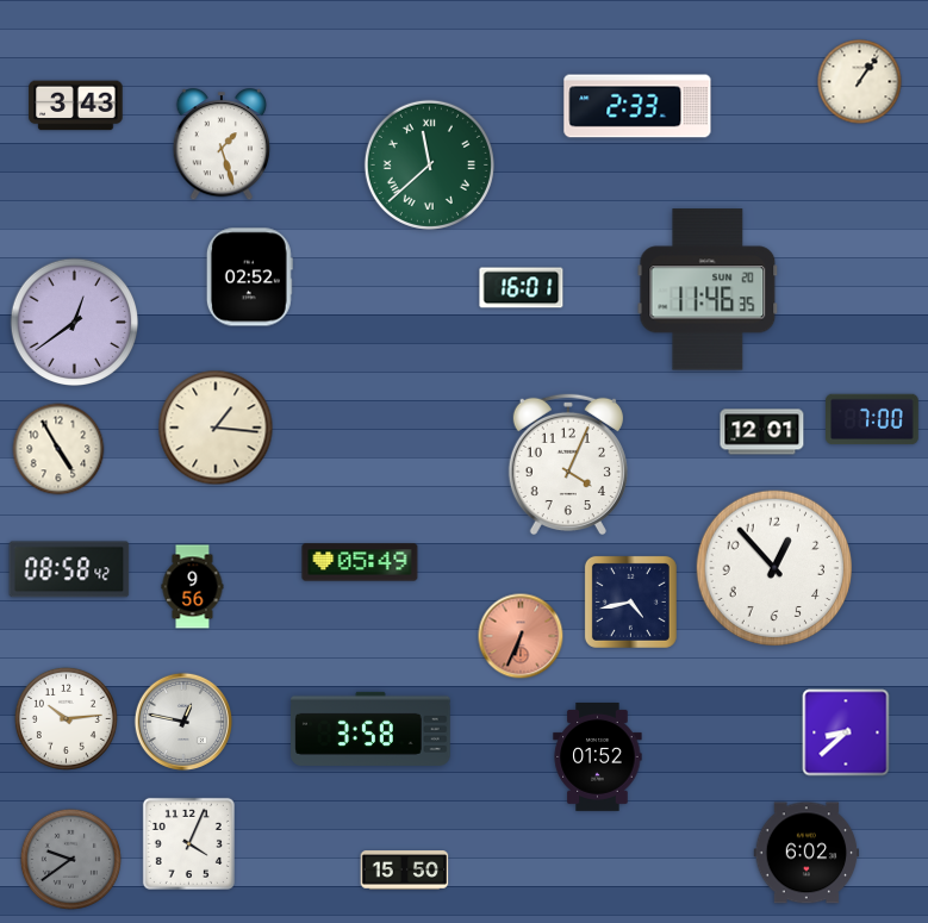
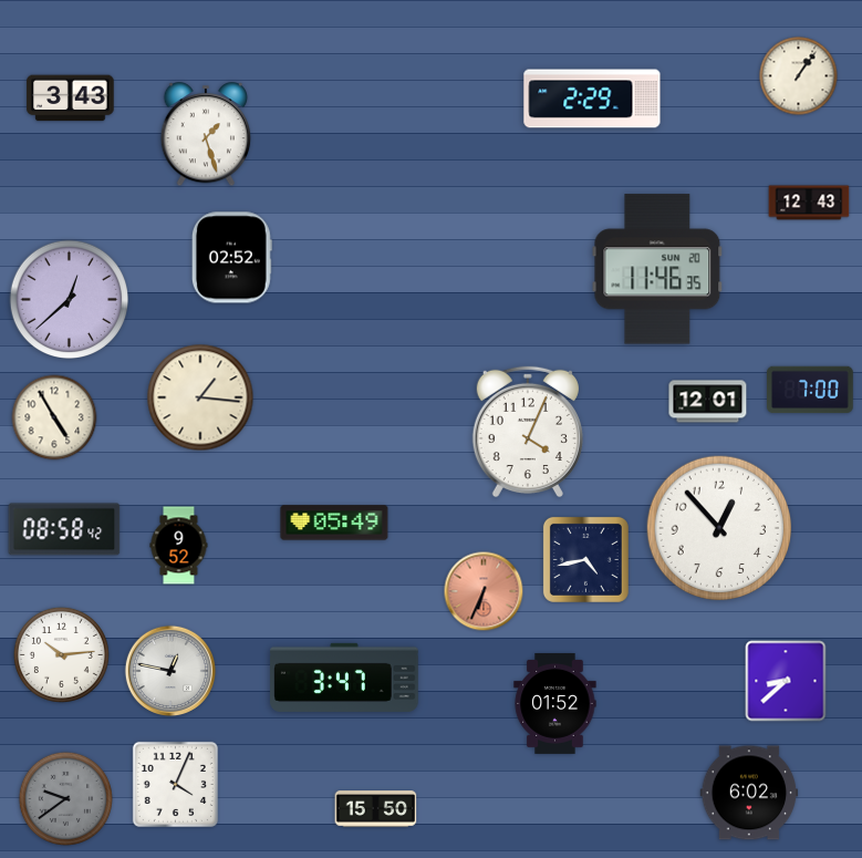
clock at (637, 106): 2:33 -> 2:29
clock at (429, 164): 11:38 -> none
clock at (809, 203): none -> 12:43
clock at (522, 288): 16:01 -> none
clock at (74, 323): 12:39 -> 12:38
clock at (193, 587): 9:56 -> 9:52
clock at (66, 718) position: (66, 718) -> (61, 654)
clock at (370, 729): 3:58 -> 3:47
